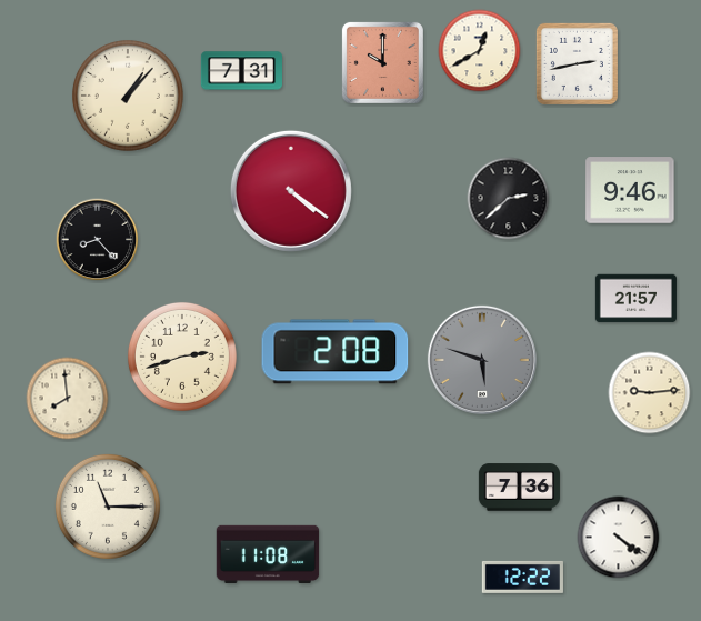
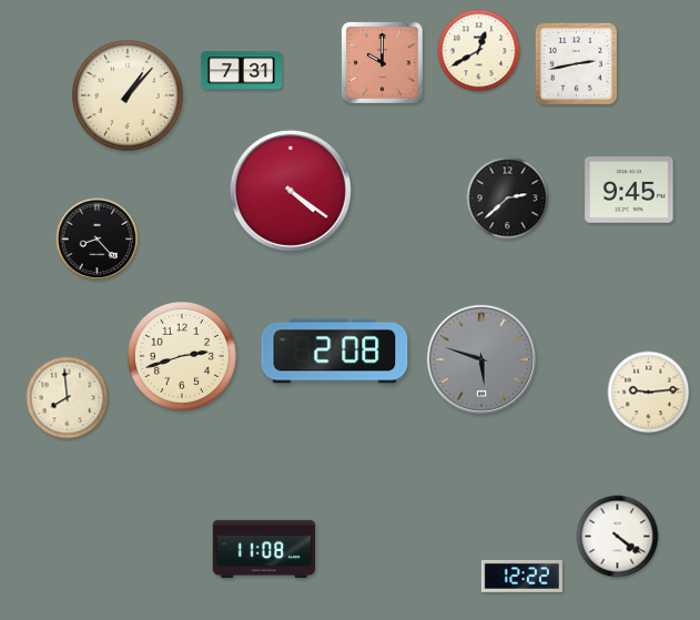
clock at (630, 190): 9:46 -> 9:45
clock at (635, 299): 21:57 -> none
clock at (519, 488): 7:36 -> none
clock at (108, 507): 11:15 -> none
clock at (268, 553) position: (268, 553) -> (264, 548)
